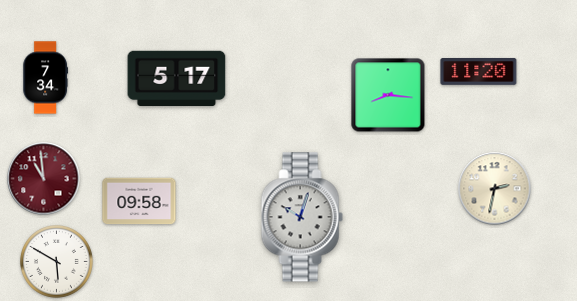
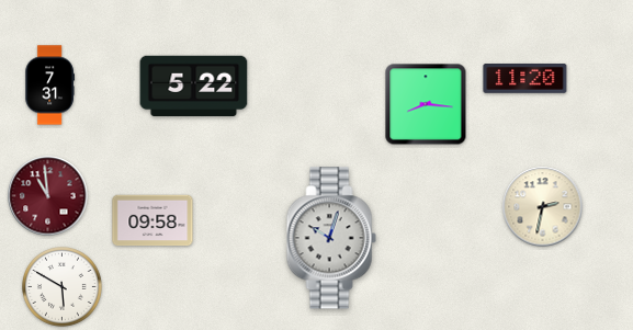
clock at (45, 78): 7:34 -> 7:31
clock at (177, 78): 5:17 -> 5:22
